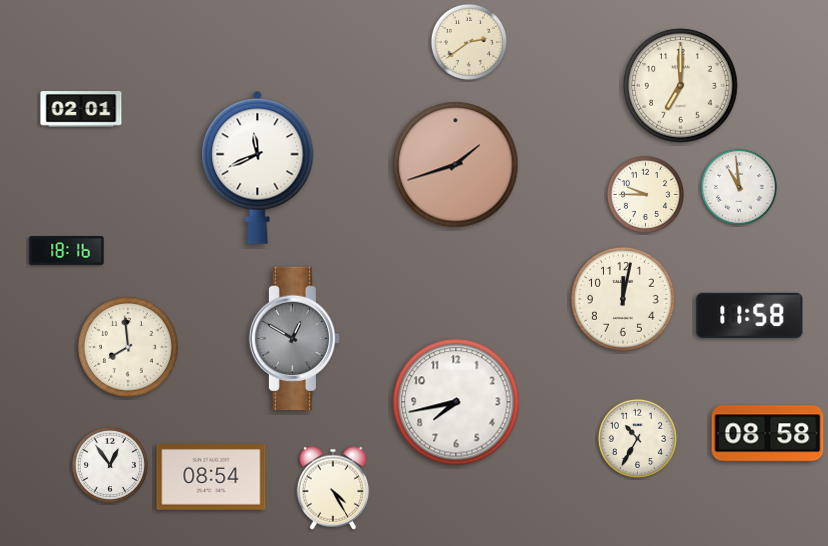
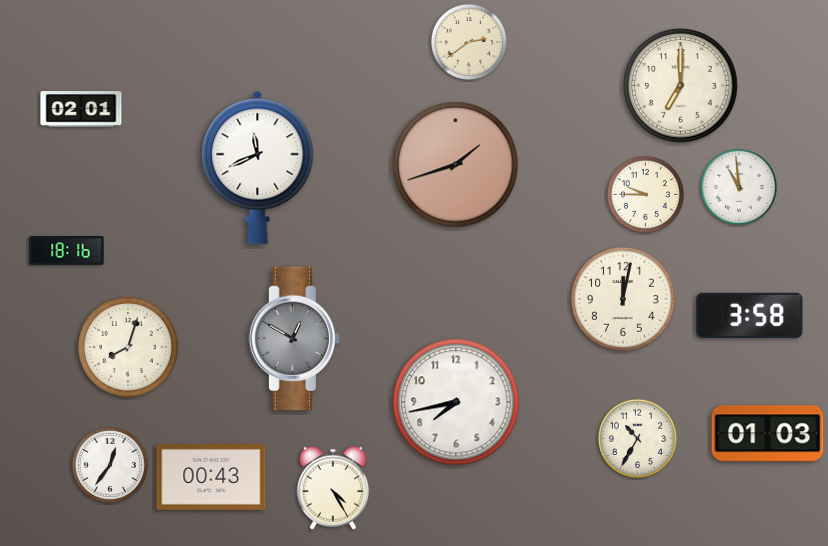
clock at (750, 315): 11:58 -> 3:58
clock at (129, 348): 7:59 -> 8:03
clock at (768, 434): 08:58 -> 01:03
clock at (110, 465): 12:54 -> 12:36
clock at (211, 478): 08:54 -> 00:43
